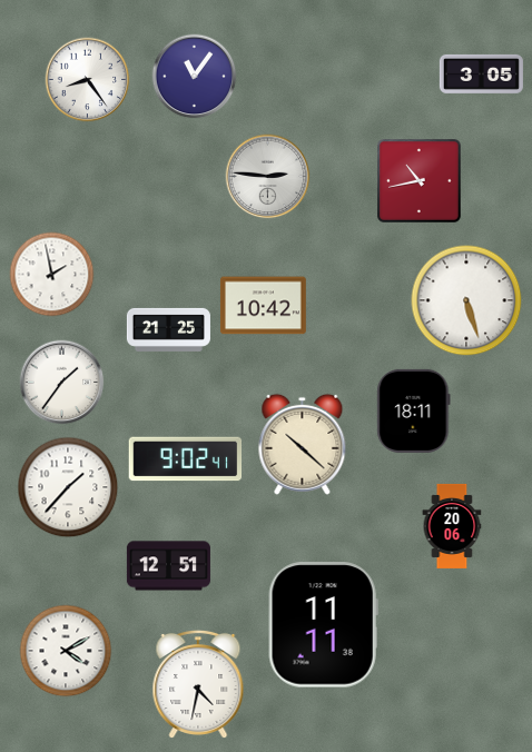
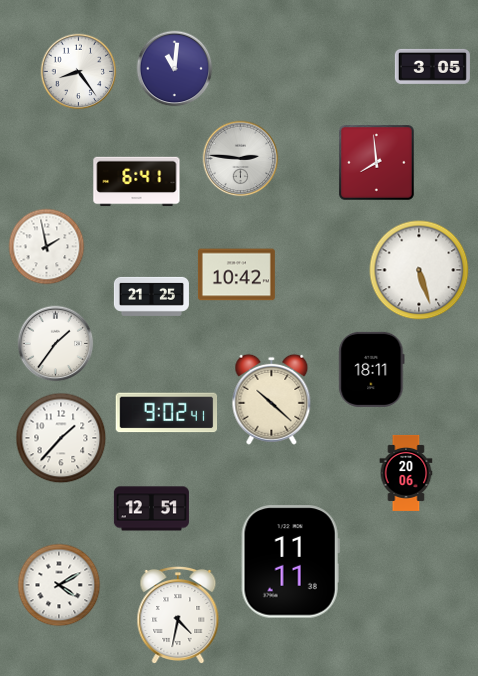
clock at (195, 77): 11:06 -> 11:01
clock at (420, 181): 10:43 -> 7:59
clock at (137, 182): none -> 6:41
